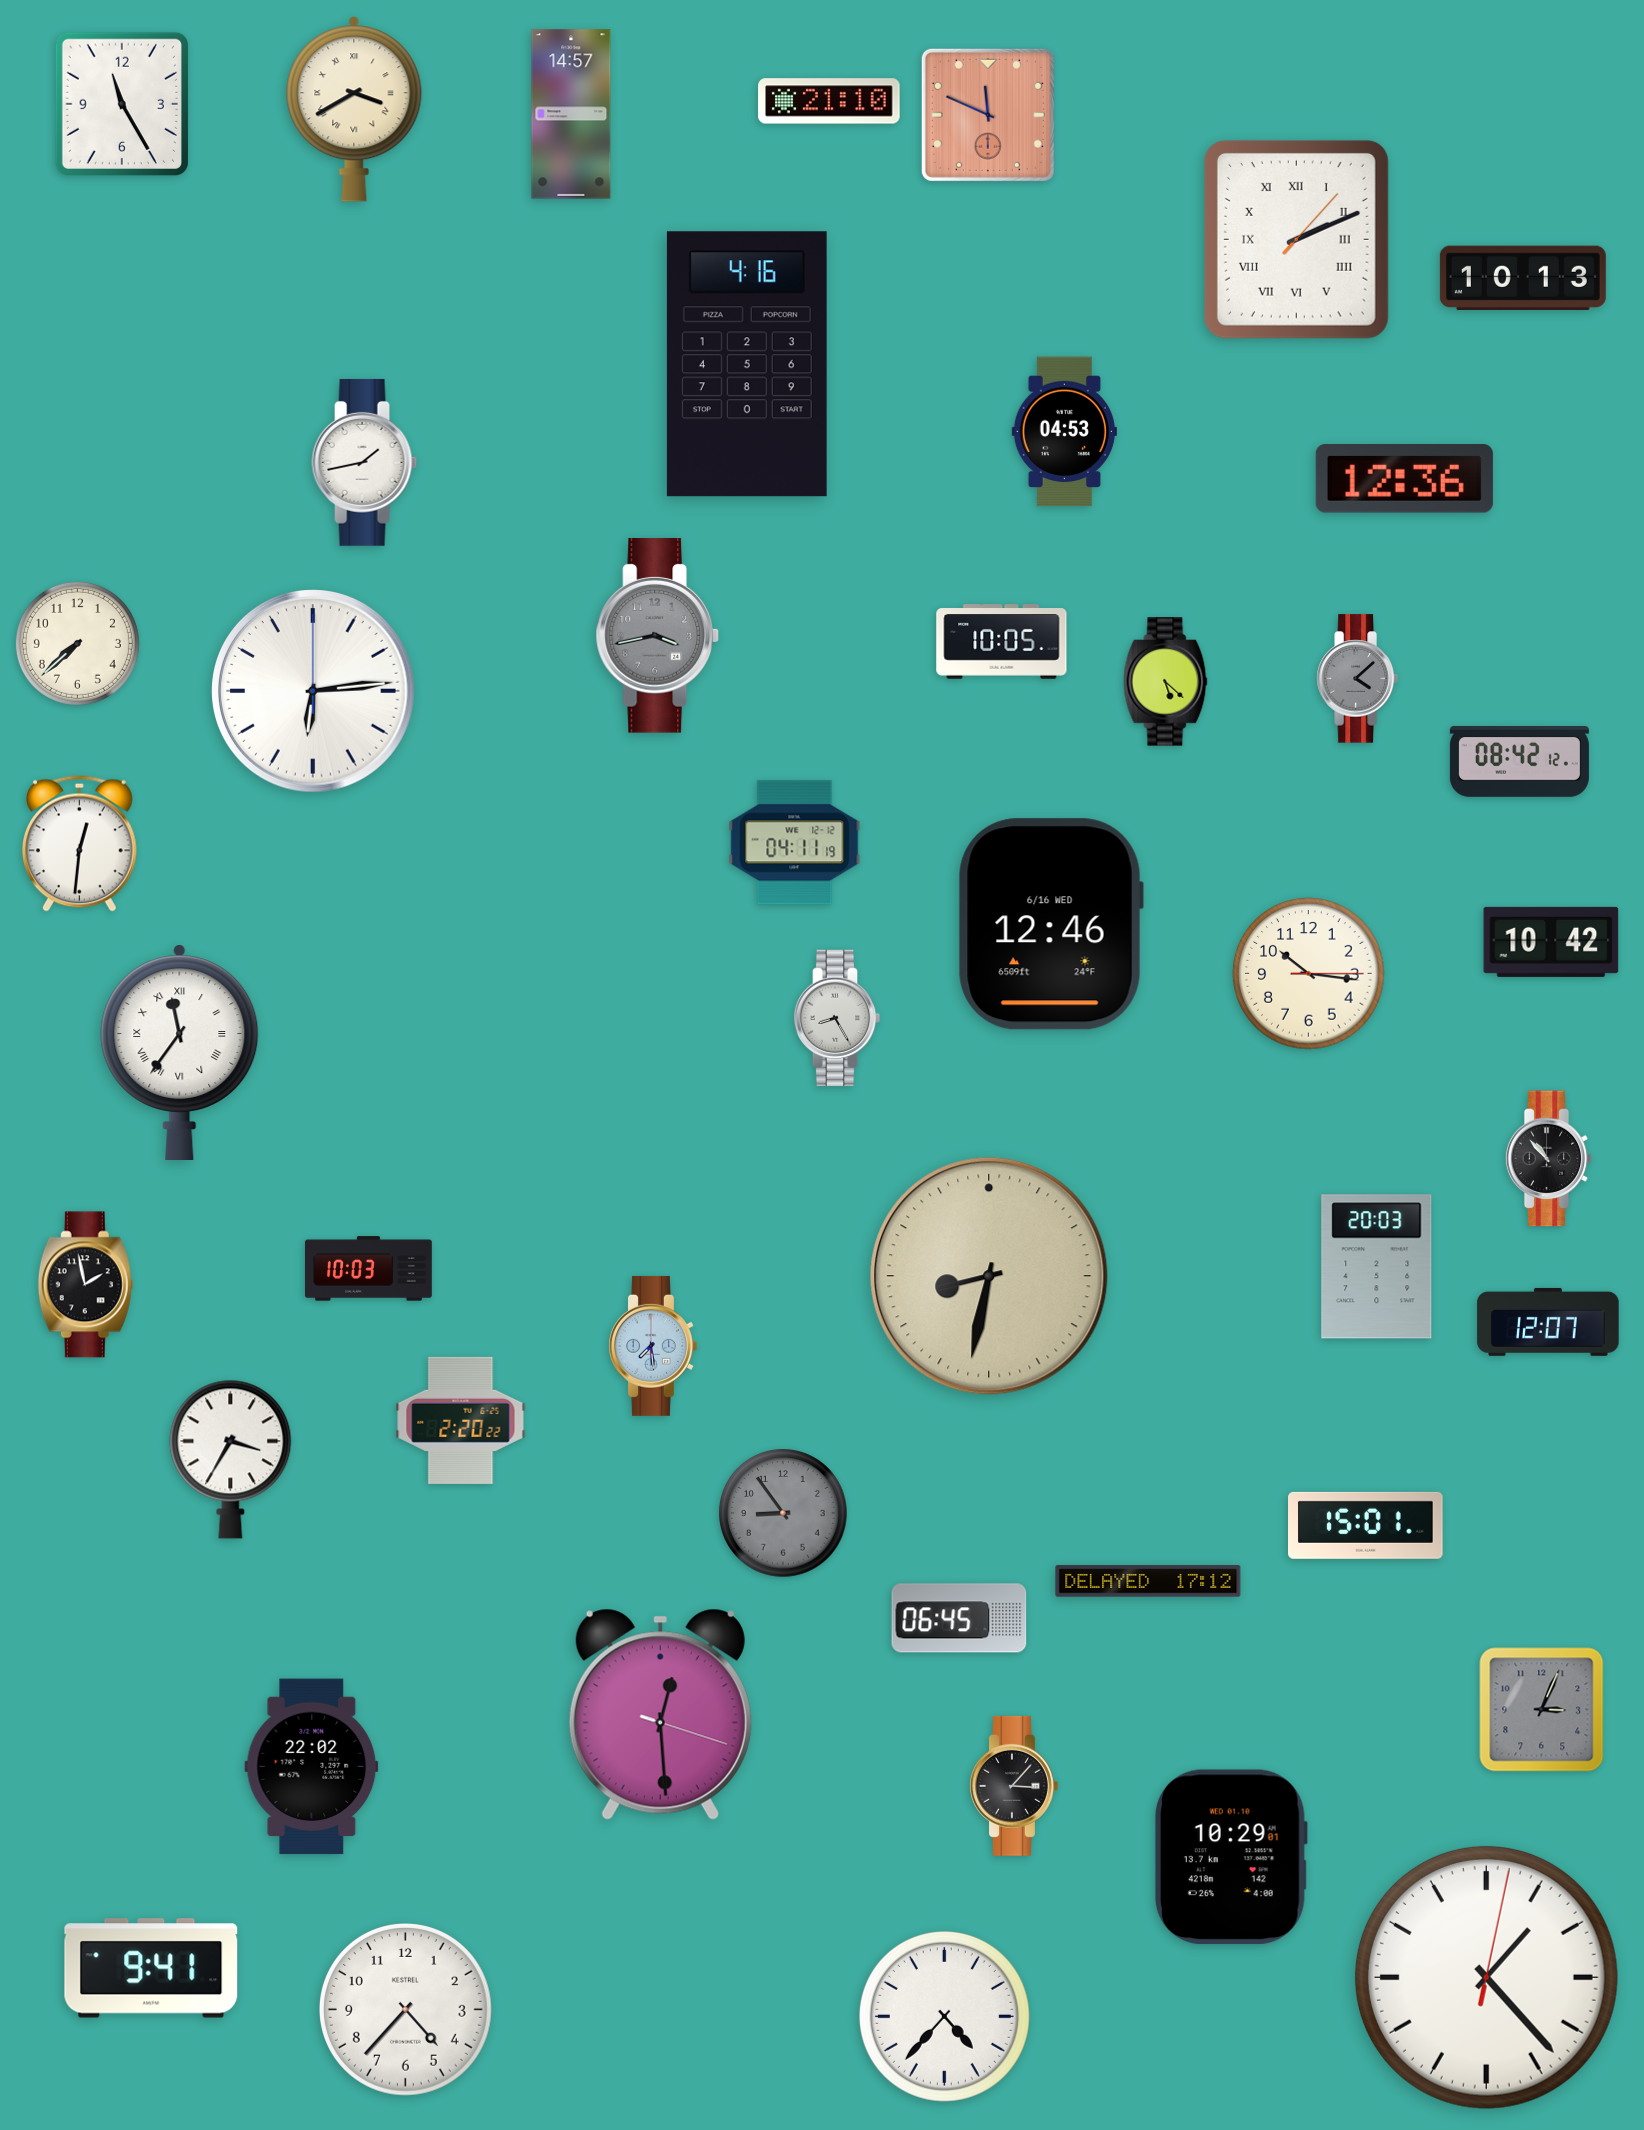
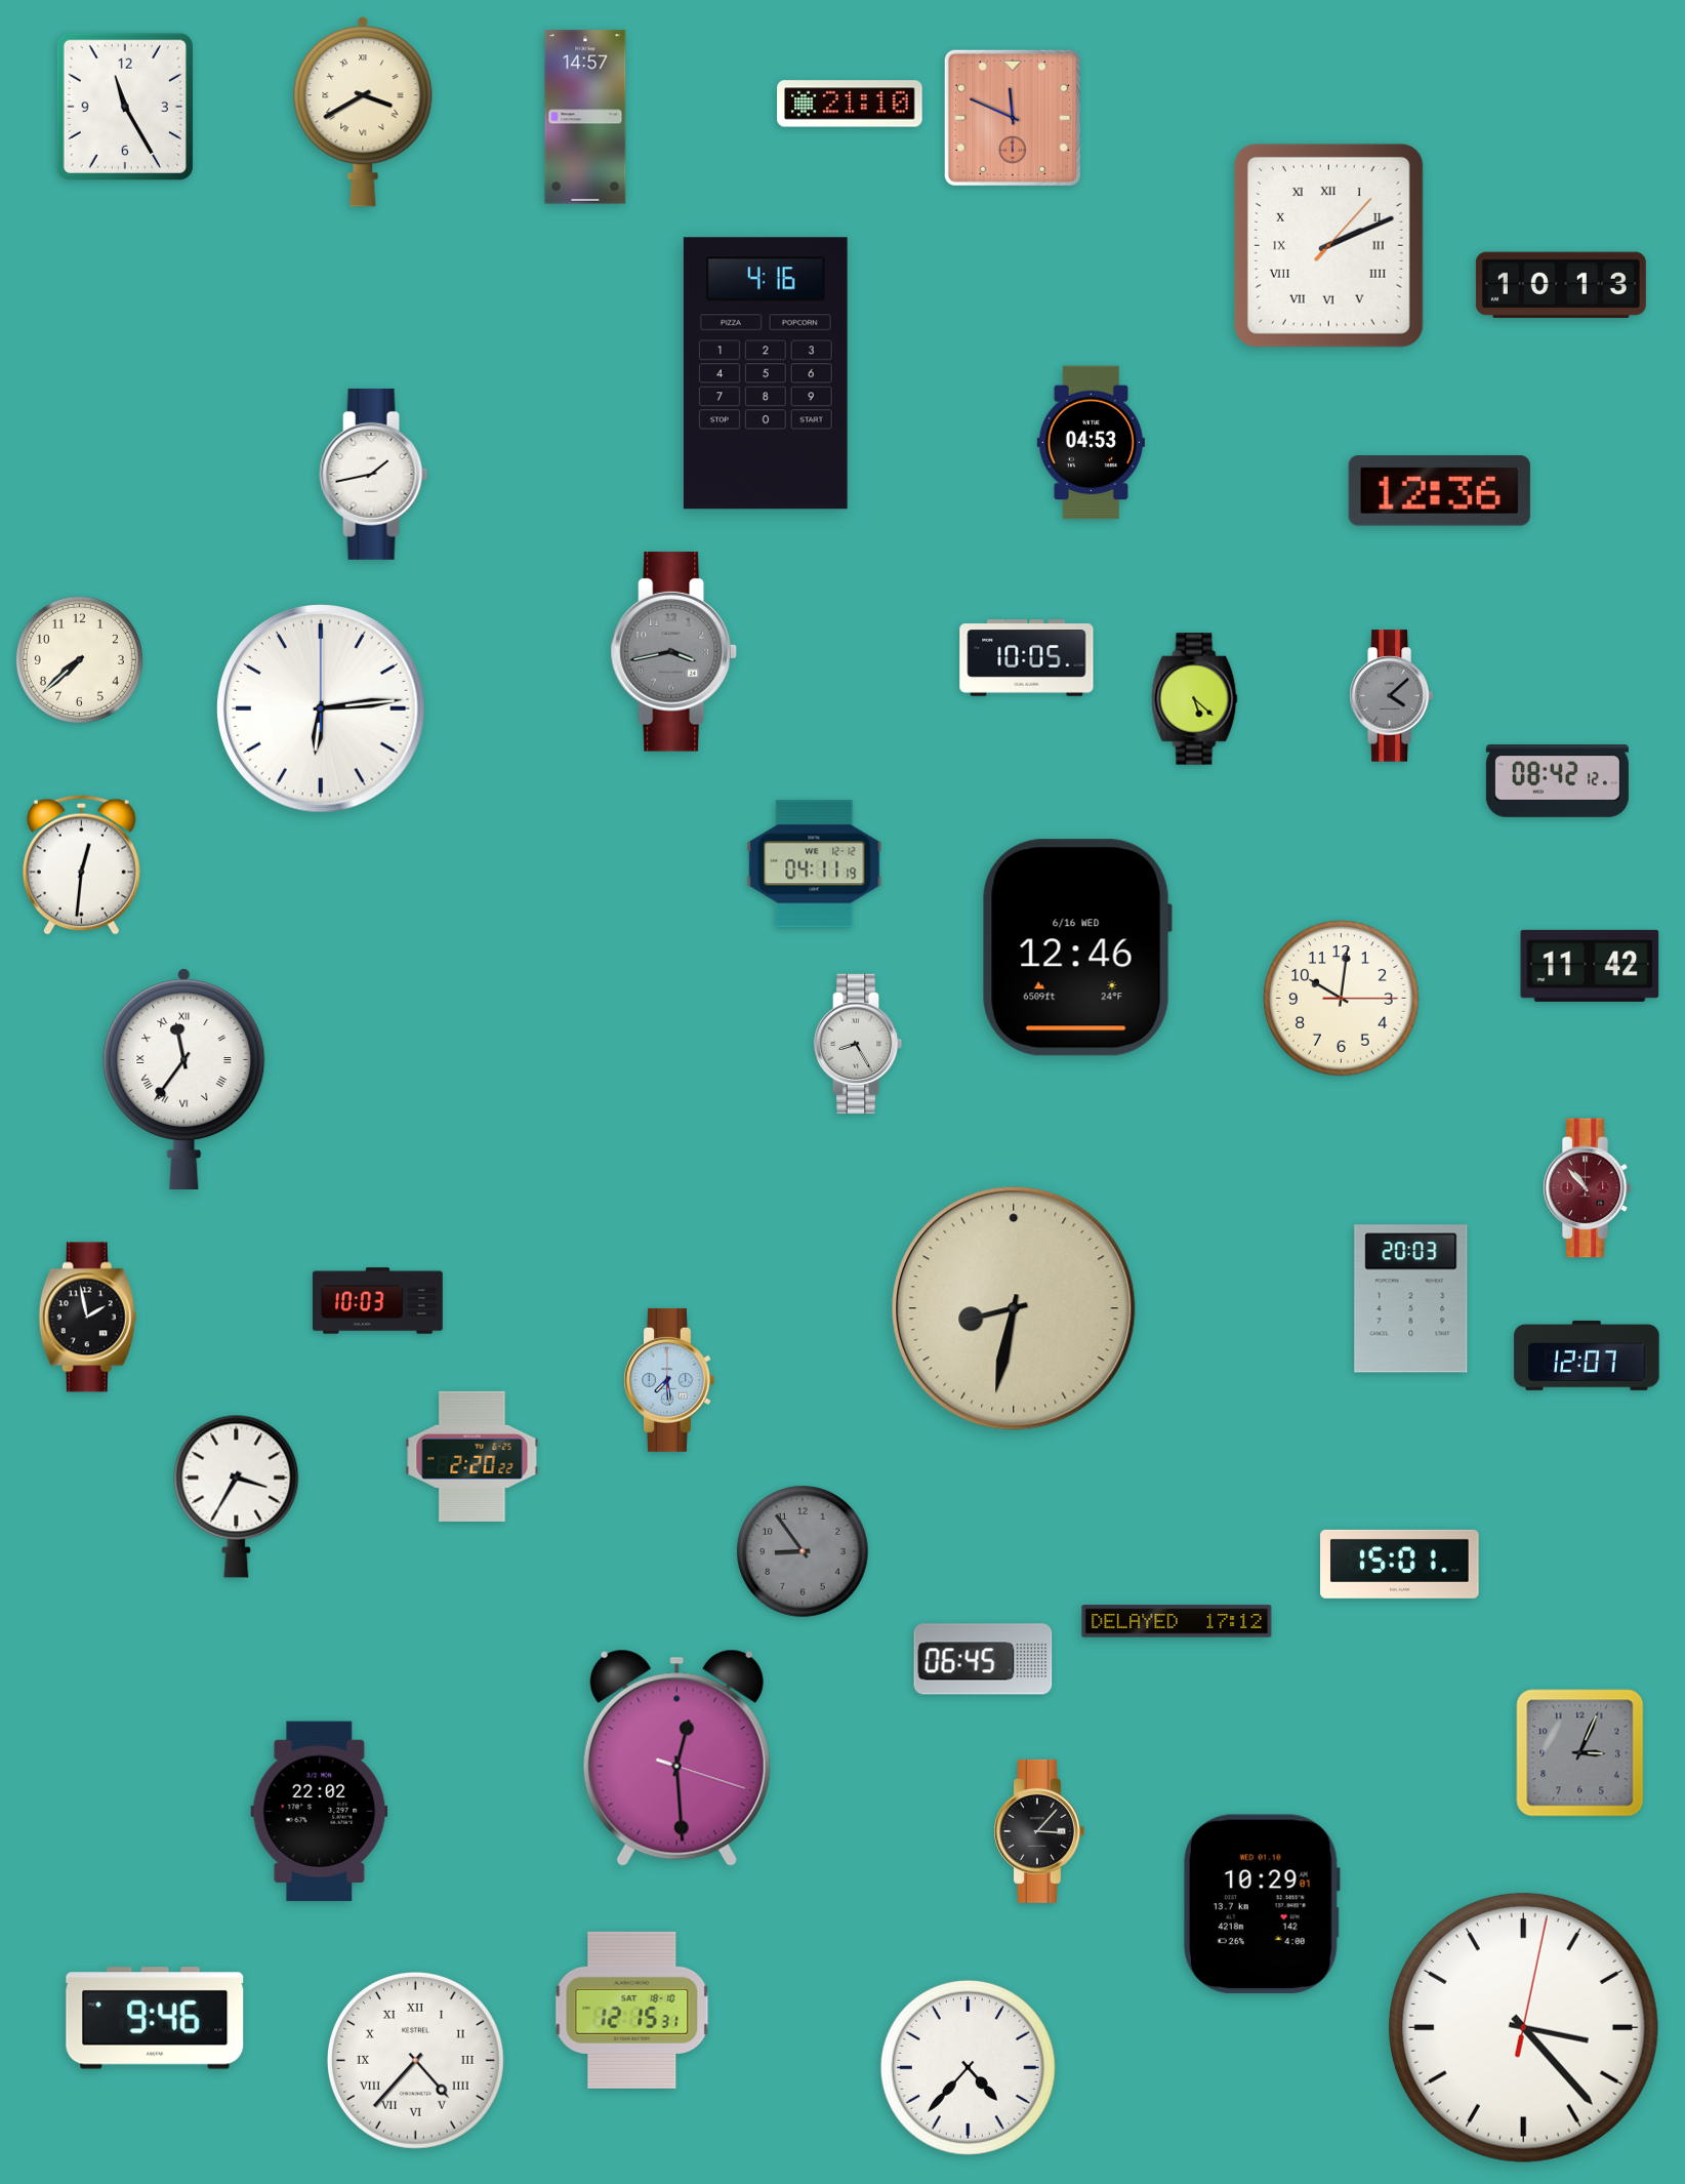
clock at (1551, 942): 10:42 -> 11:42
clock at (1309, 974): 10:16 -> 10:01
clock at (1548, 1159) dial: black -> burgundy
clock at (632, 2010): none -> 12:15
clock at (151, 1968): 9:41 -> 9:46
clock at (1486, 1977): 1:23 -> 3:23
clock at (405, 2009) numerals: Arabic -> Roman
